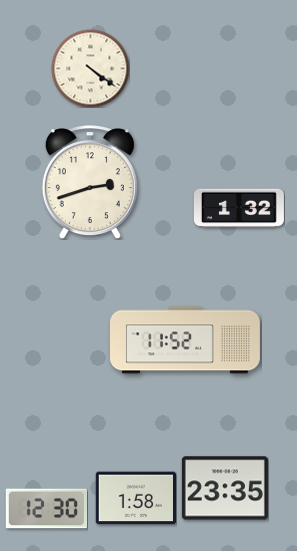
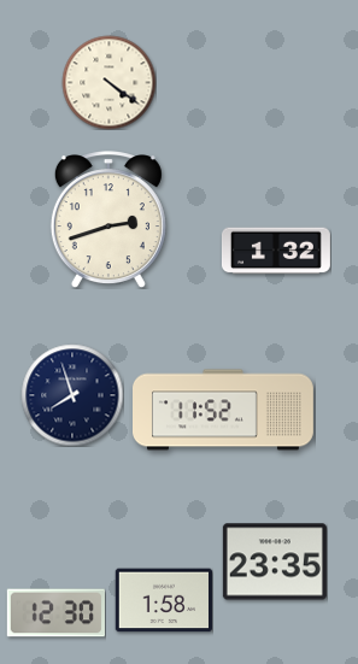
clock at (239, 208) position: (239, 208) -> (276, 251)
clock at (72, 395): none -> 7:57
clock at (225, 488) position: (225, 488) -> (275, 562)
